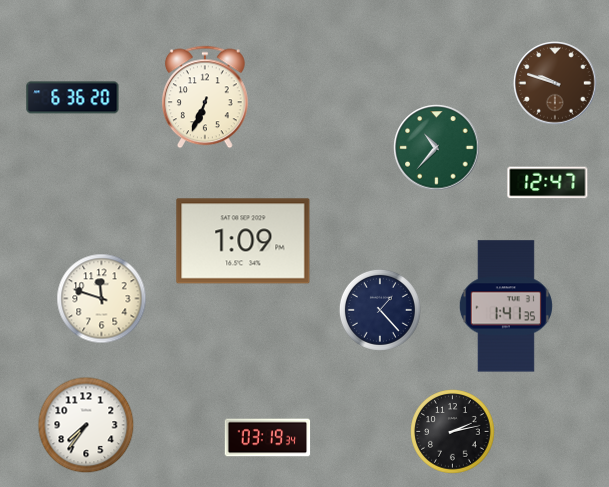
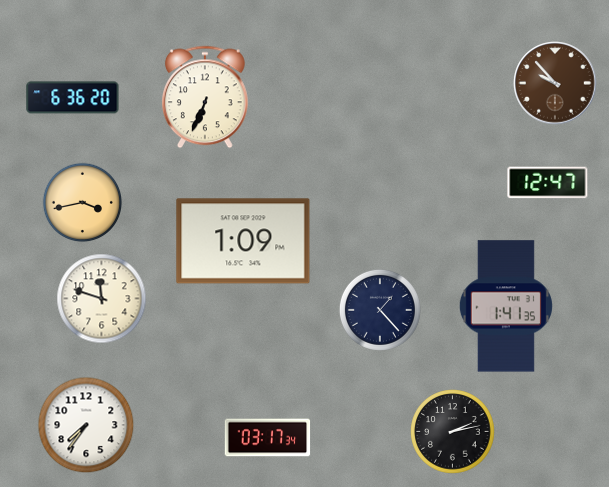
clock at (555, 83): 9:48 -> 9:53
clock at (437, 148): 10:37 -> none
clock at (83, 203): none -> 3:43
clock at (268, 438): 03:19 -> 03:17
